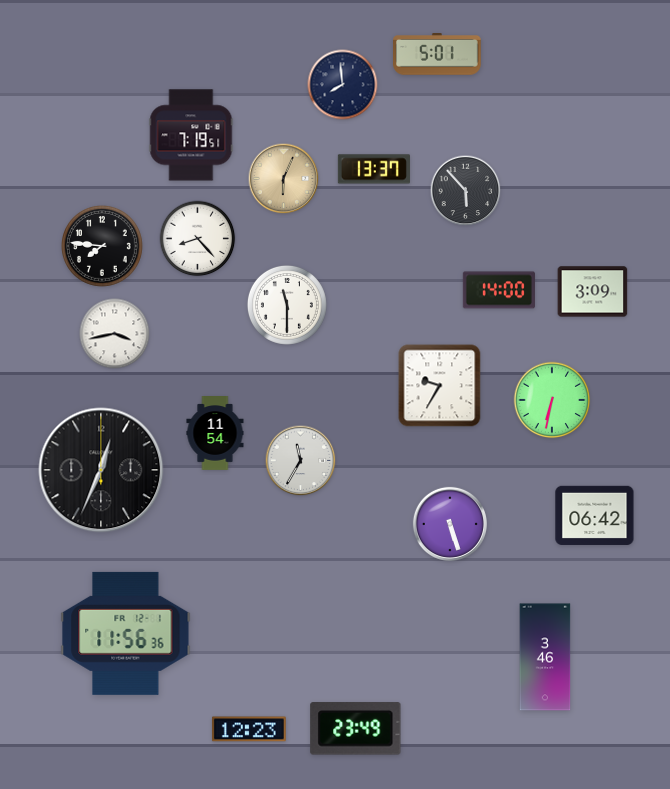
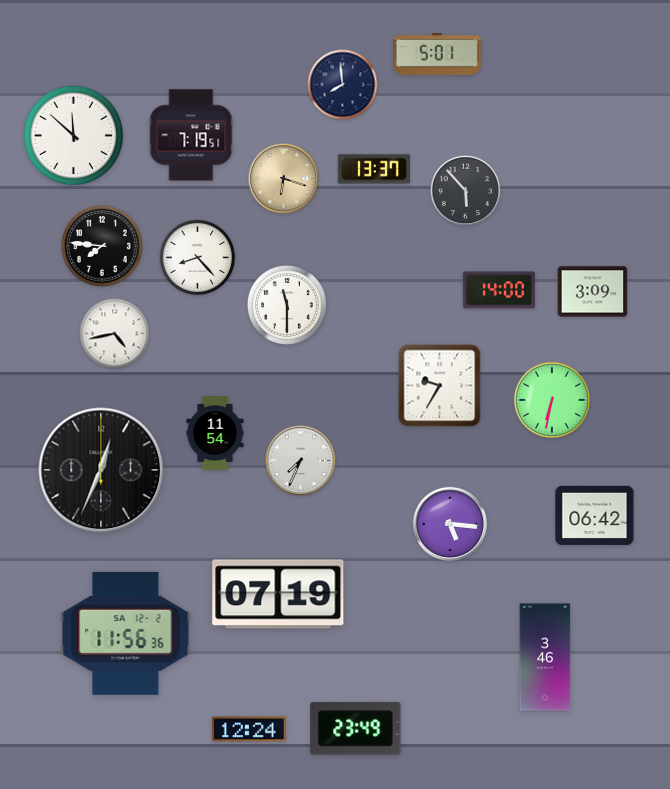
clock at (73, 135): none -> 11:52
clock at (284, 179): 6:04 -> 6:18
clock at (198, 239) position: (198, 239) -> (198, 258)
clock at (115, 334): 3:43 -> 4:43
clock at (301, 461): 11:35 -> 7:34
clock at (450, 524): 5:27 -> 5:16
clock at (278, 594): none -> 07:19
clock at (126, 633) date: FR 12-1 -> SA 12-2
clock at (249, 729): 12:23 -> 12:24
